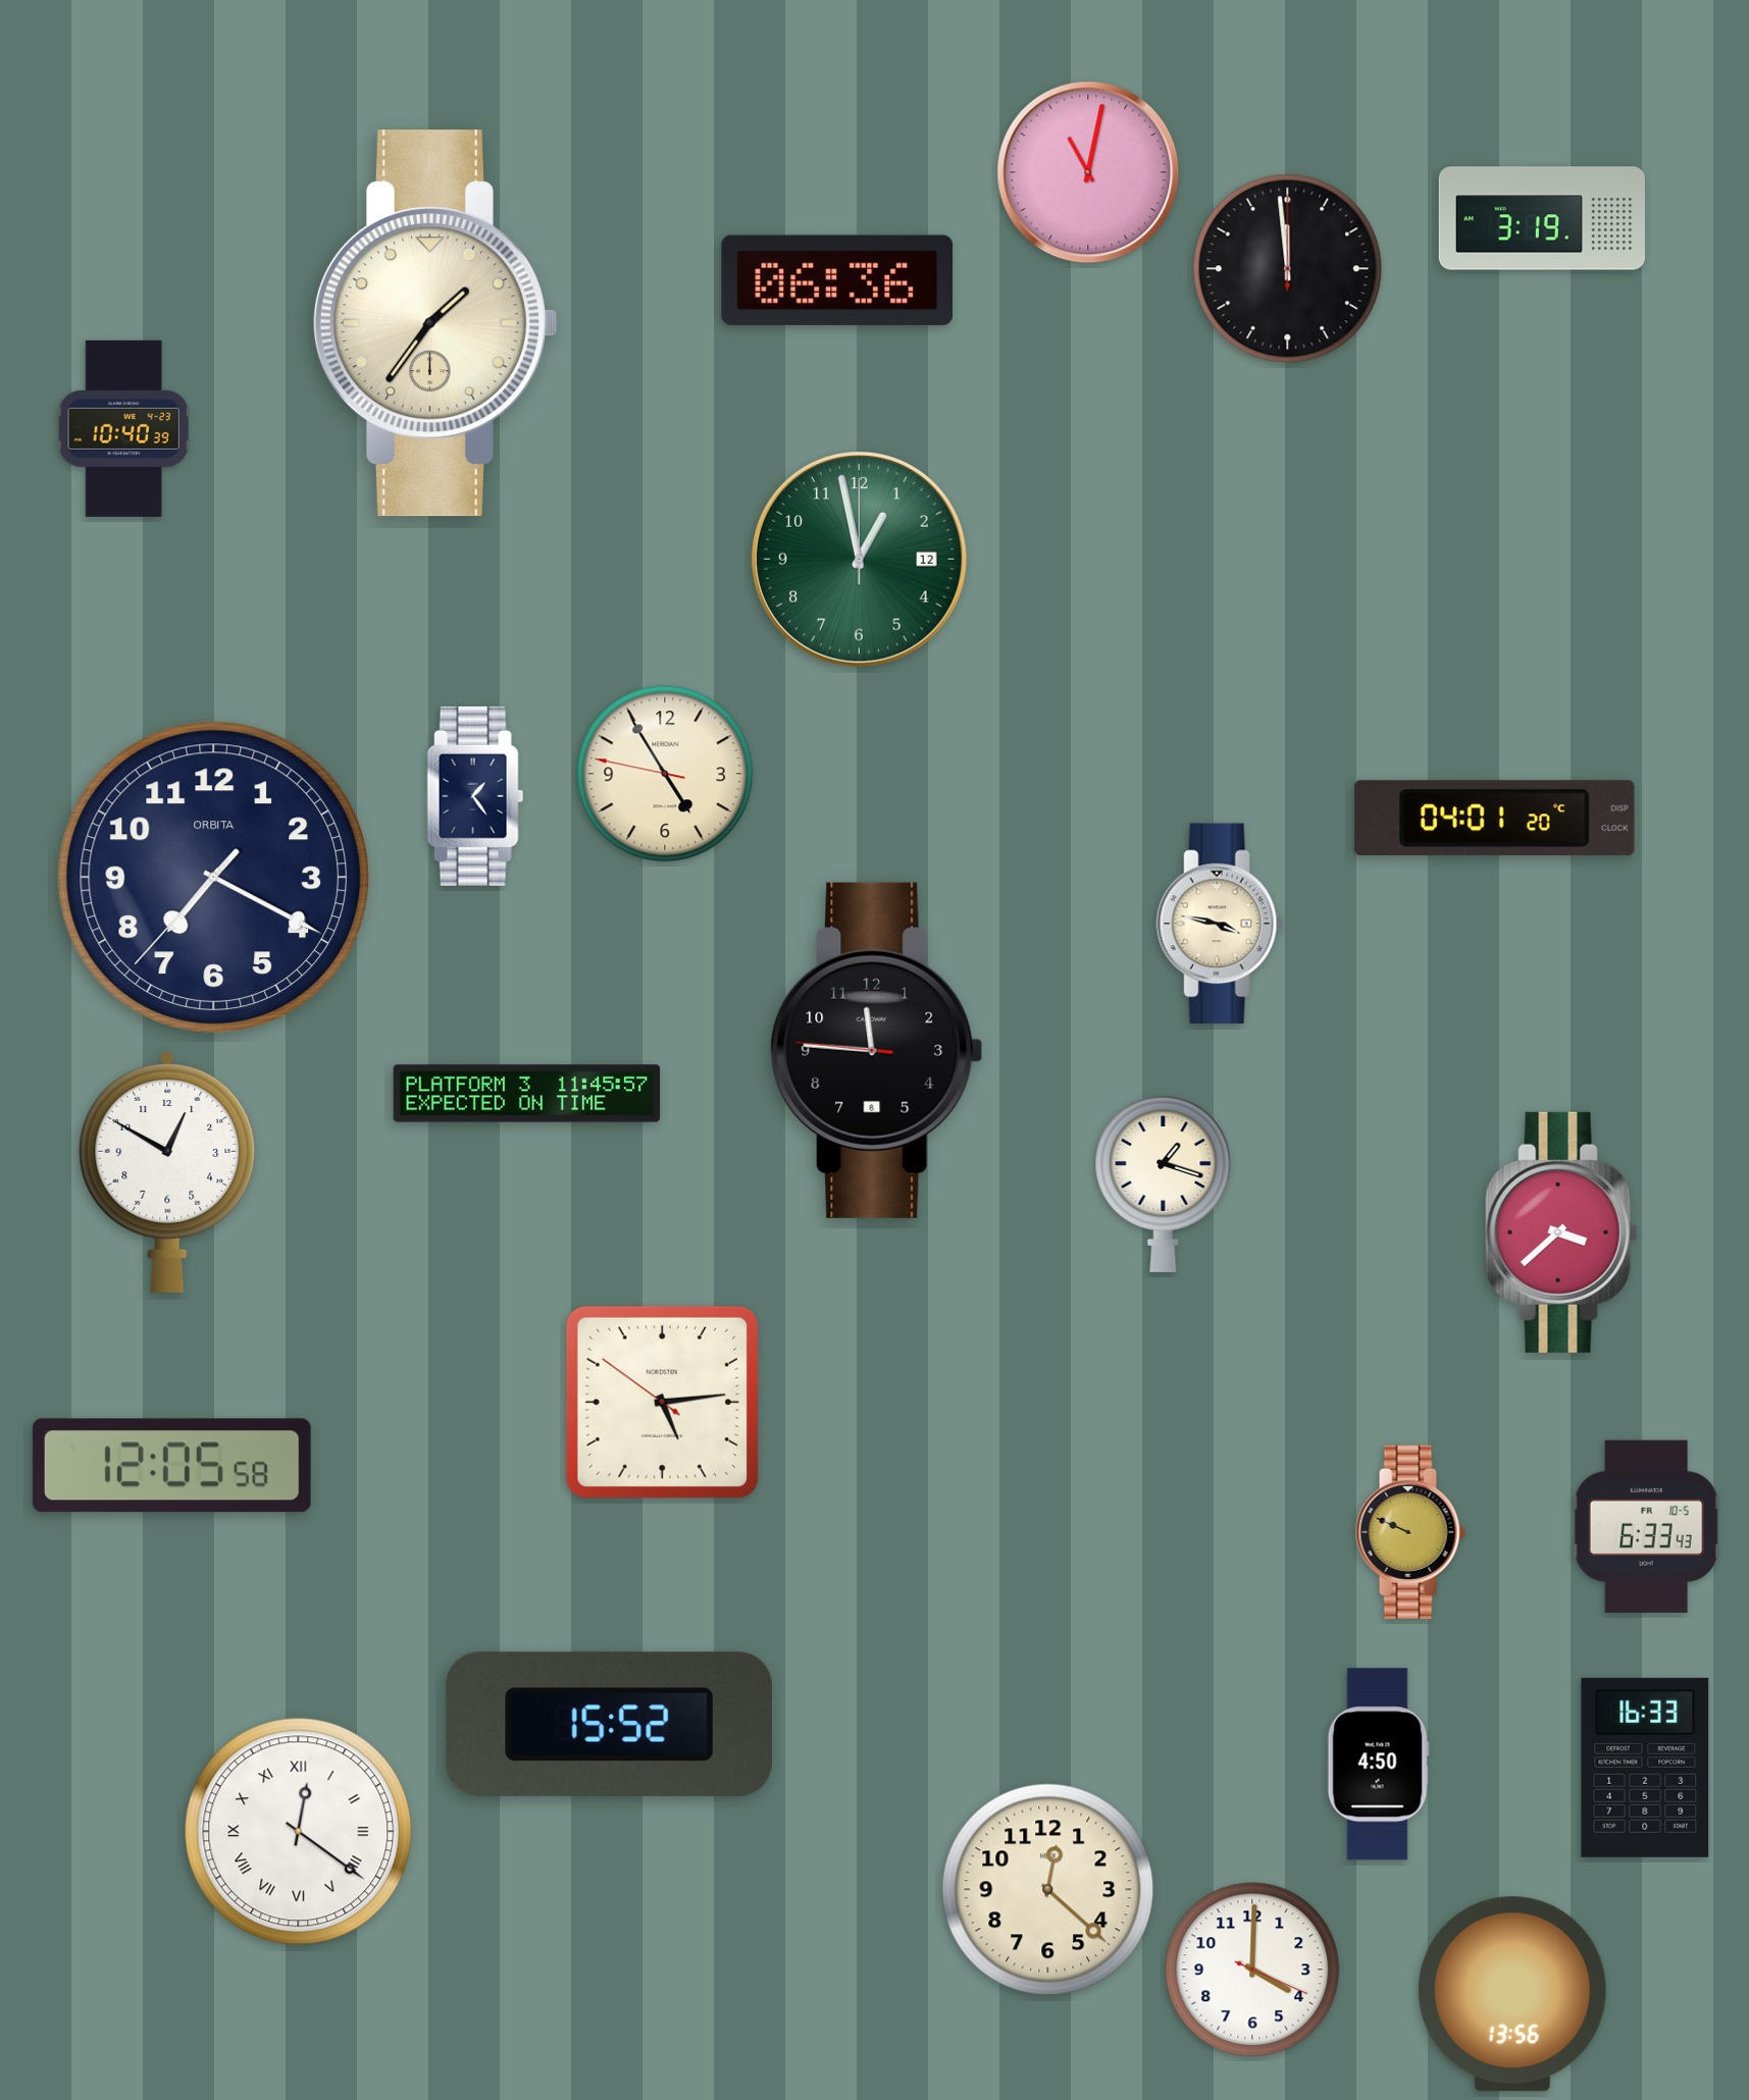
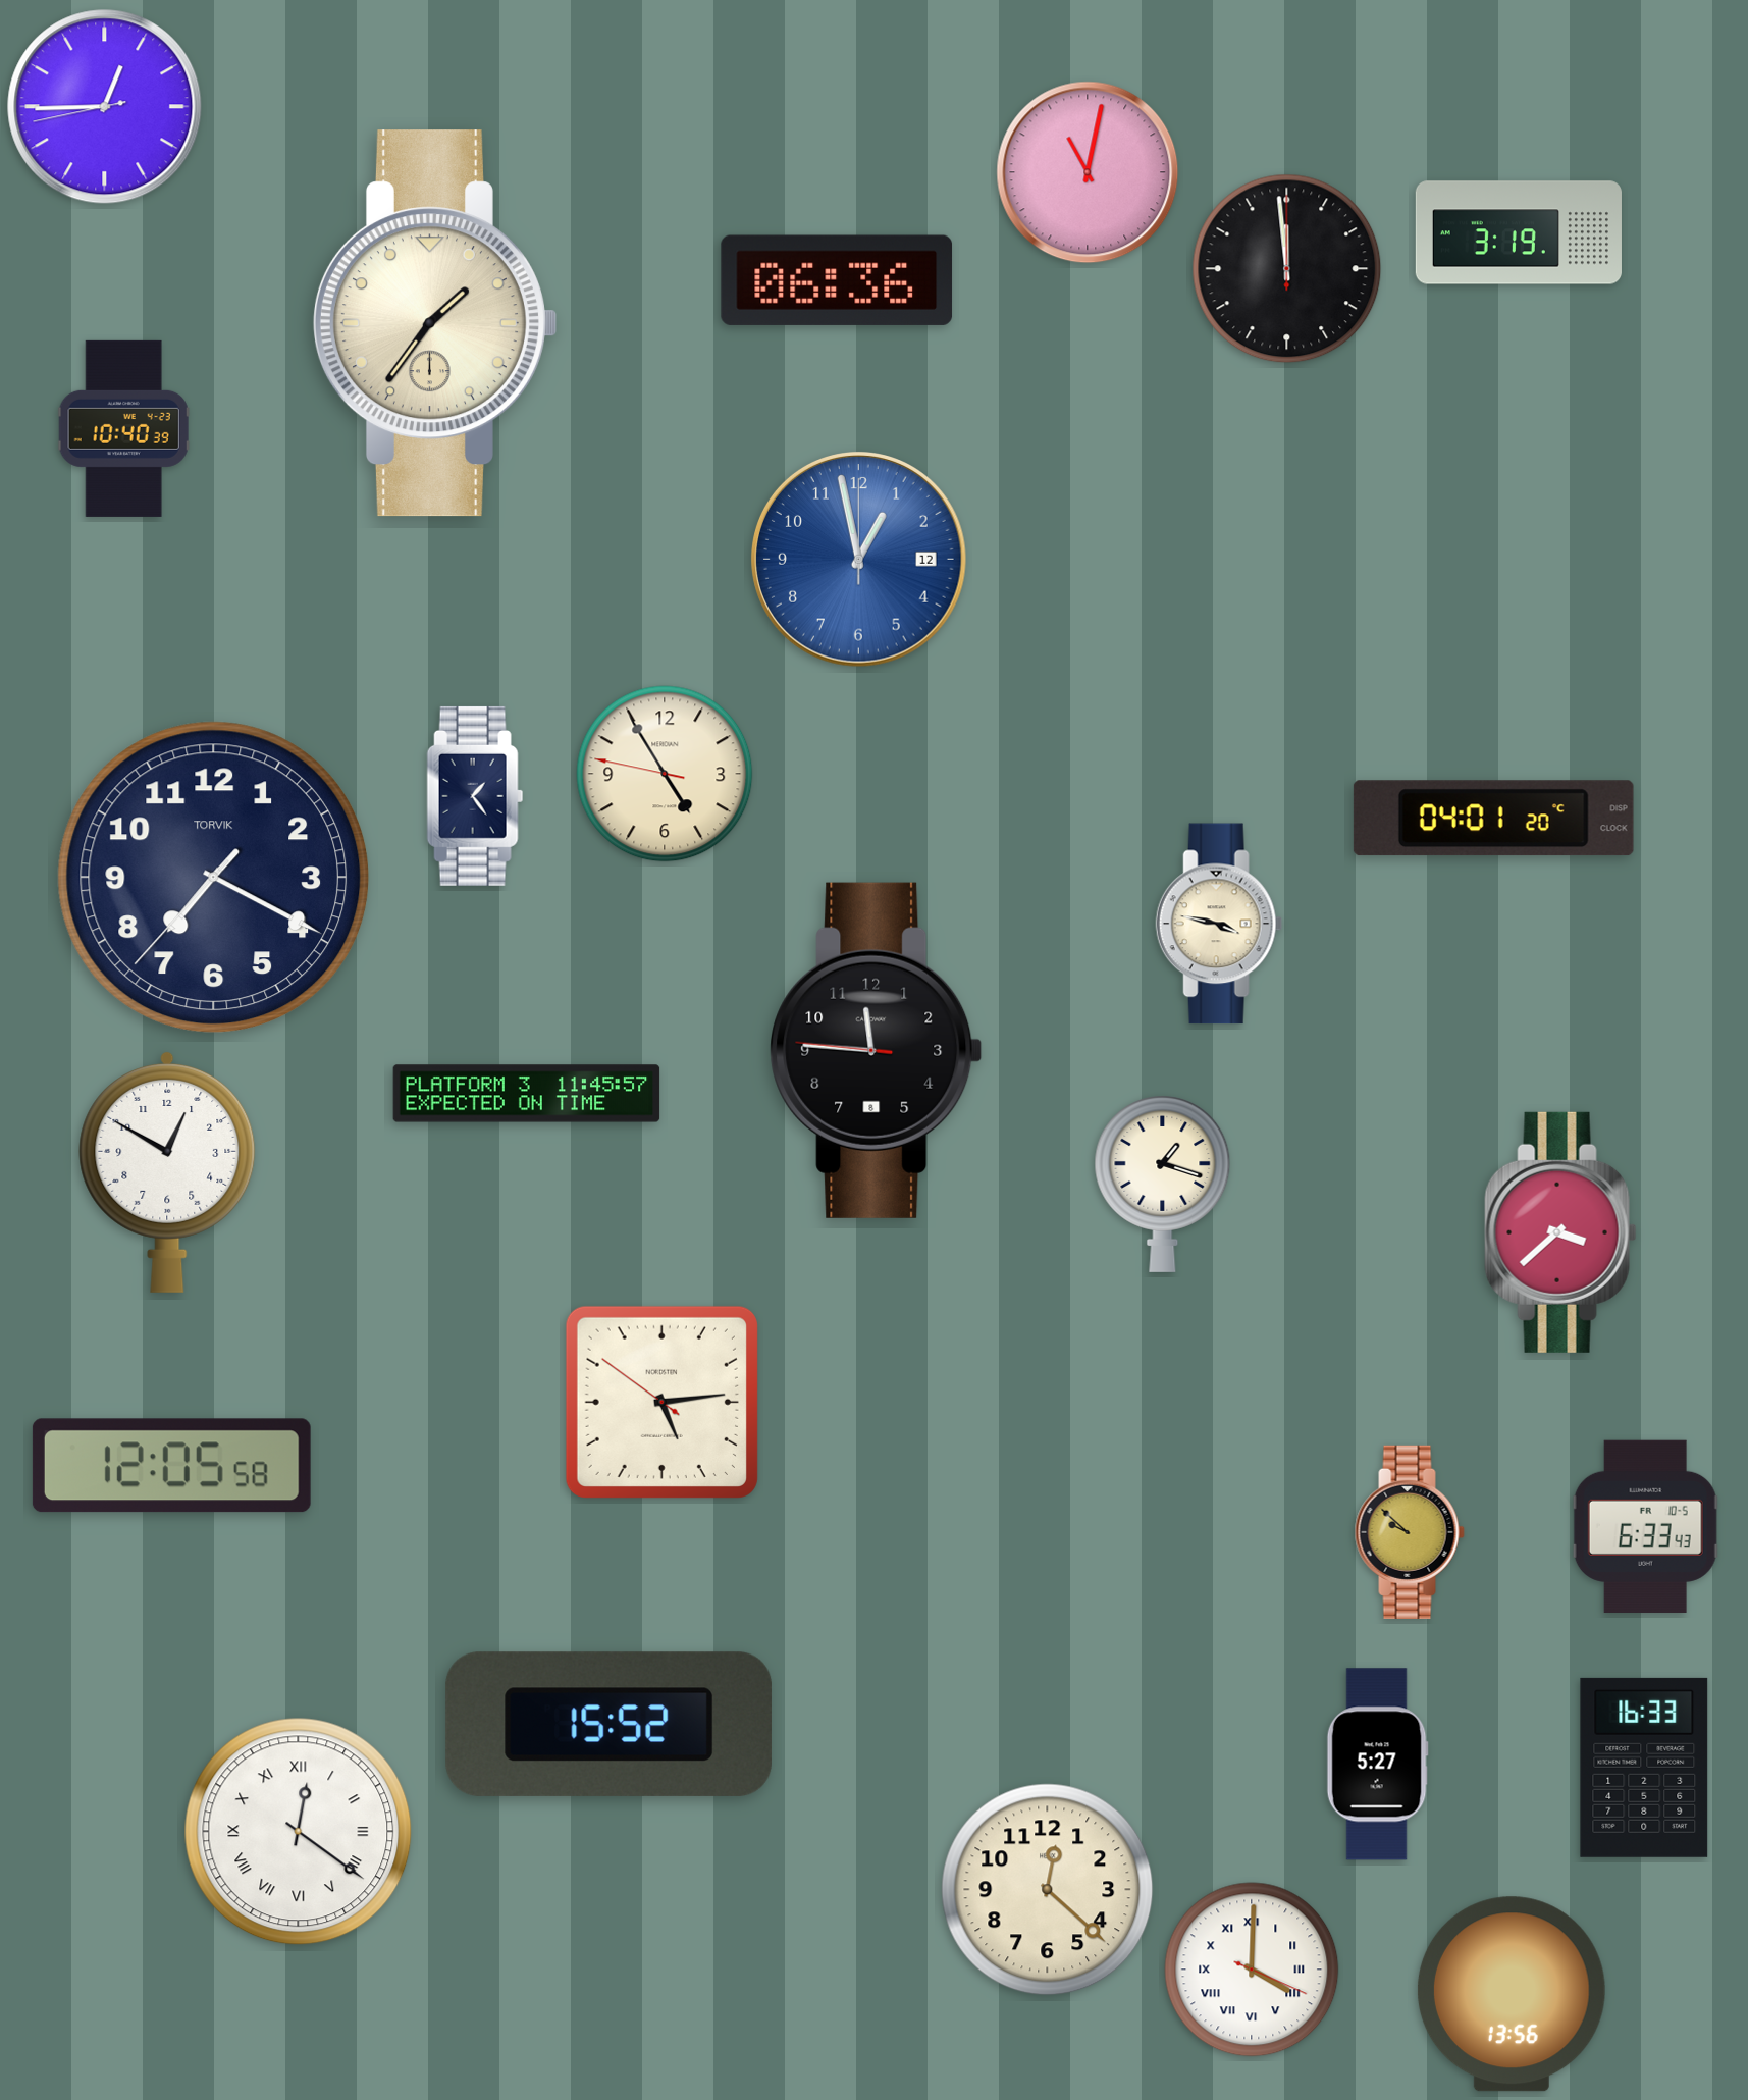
clock at (105, 107): none -> 12:44
clock at (1542, 218) position: (1542, 218) -> (1519, 232)
clock at (860, 560) dial: green -> blue
clock at (214, 878) brand: ORBITA -> TORVIK
clock at (1410, 1532): 9:49 -> 9:52
clock at (1378, 1765): 4:50 -> 5:27
clock at (1252, 1970) numerals: Arabic -> Roman
